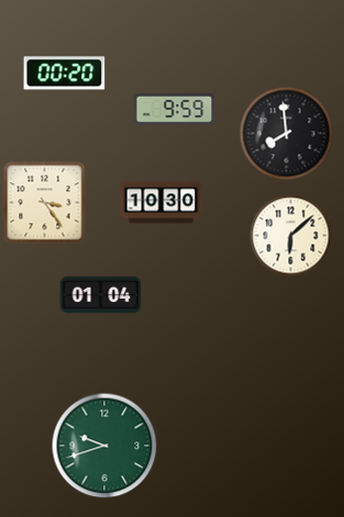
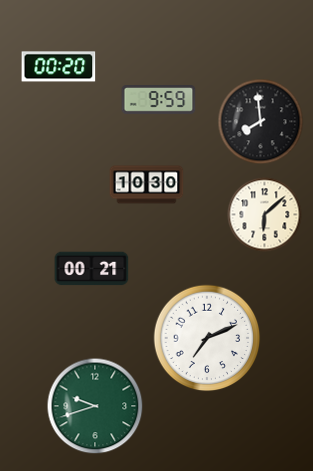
clock at (45, 203): 3:24 -> none
clock at (101, 295): 01:04 -> 00:21
clock at (207, 338): none -> 7:11
